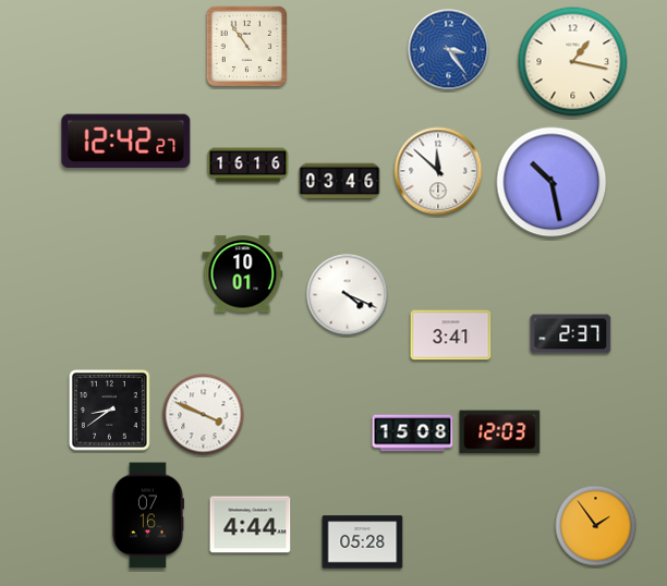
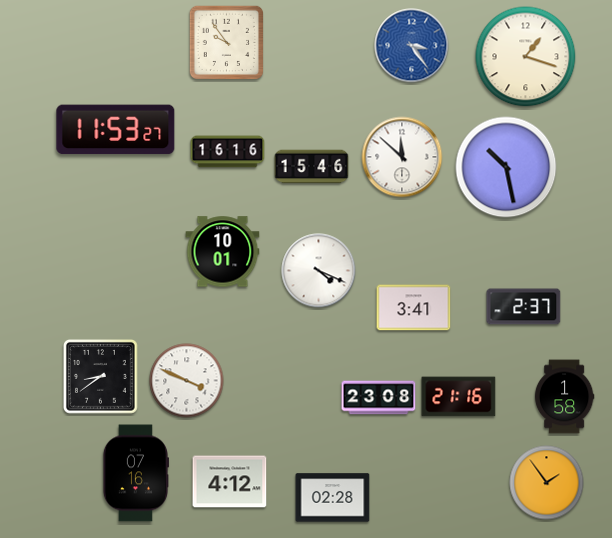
clock at (246, 46): 10:54 -> 9:54
clock at (573, 62): 1:17 -> 1:18
clock at (126, 142): 12:42 -> 11:53
clock at (340, 182): 03:46 -> 15:46
clock at (500, 432): 12:03 -> 21:16
clock at (564, 397): none -> 1:58
clock at (413, 434): 15:08 -> 23:08
clock at (251, 525): 4:44 -> 4:12
clock at (363, 542): 05:28 -> 02:28
